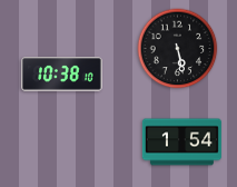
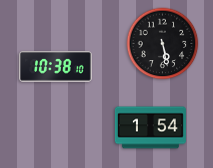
clock at (178, 49) position: (178, 49) -> (163, 44)
clock at (181, 142) position: (181, 142) -> (150, 128)
